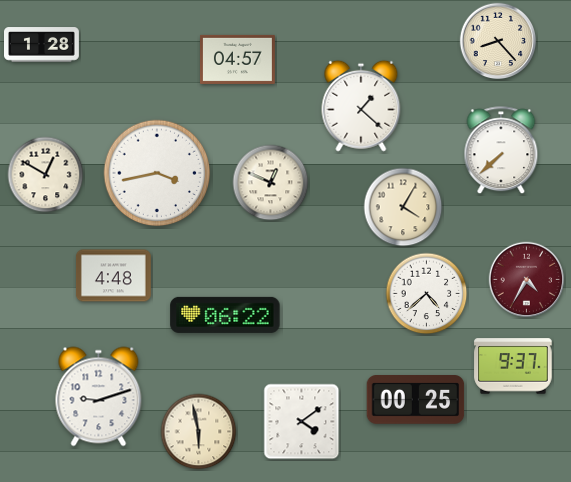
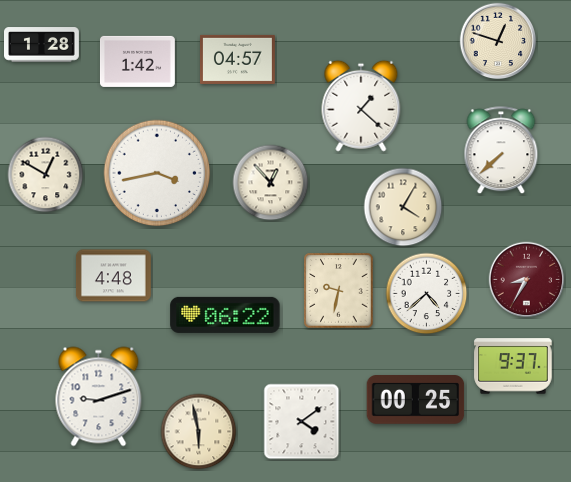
clock at (498, 41): 8:23 -> 12:48
clock at (137, 61): none -> 1:42
clock at (271, 183): 12:49 -> 12:53
clock at (527, 280): 4:35 -> 8:35
clock at (339, 291): none -> 9:32
